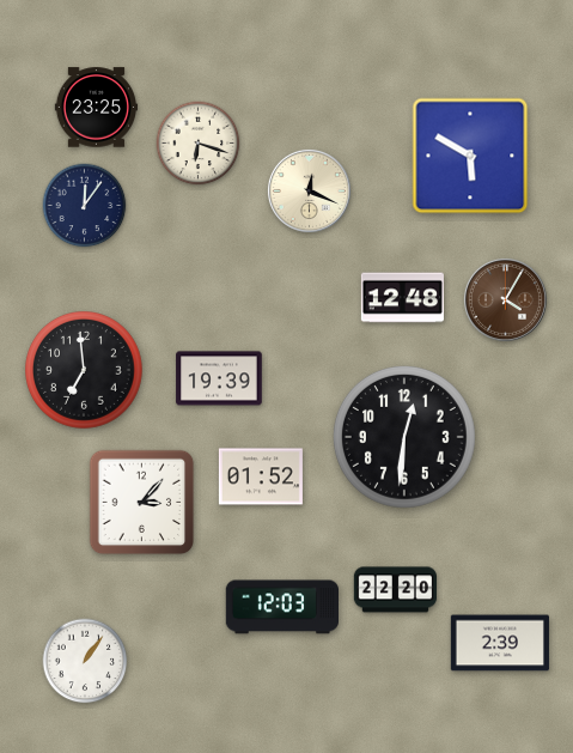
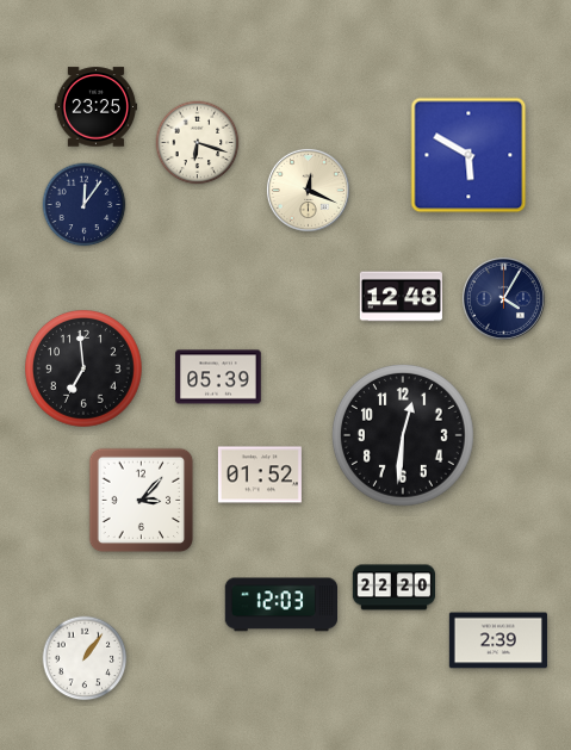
clock at (505, 299) dial: brown -> navy
clock at (219, 378): 19:39 -> 05:39
